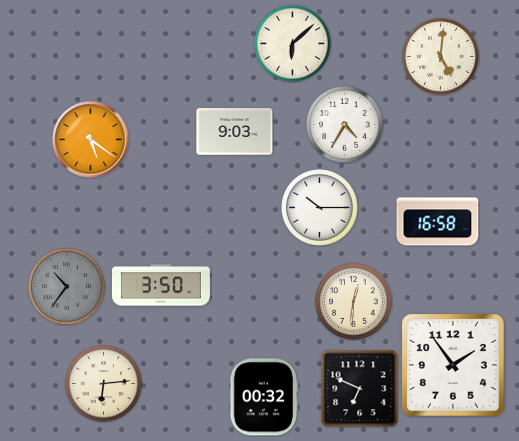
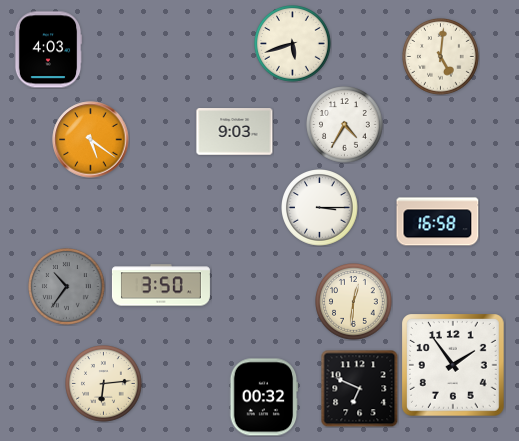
clock at (293, 44): 6:08 -> 5:42
clock at (48, 50): none -> 4:03
clock at (320, 208): 10:15 -> 3:15
